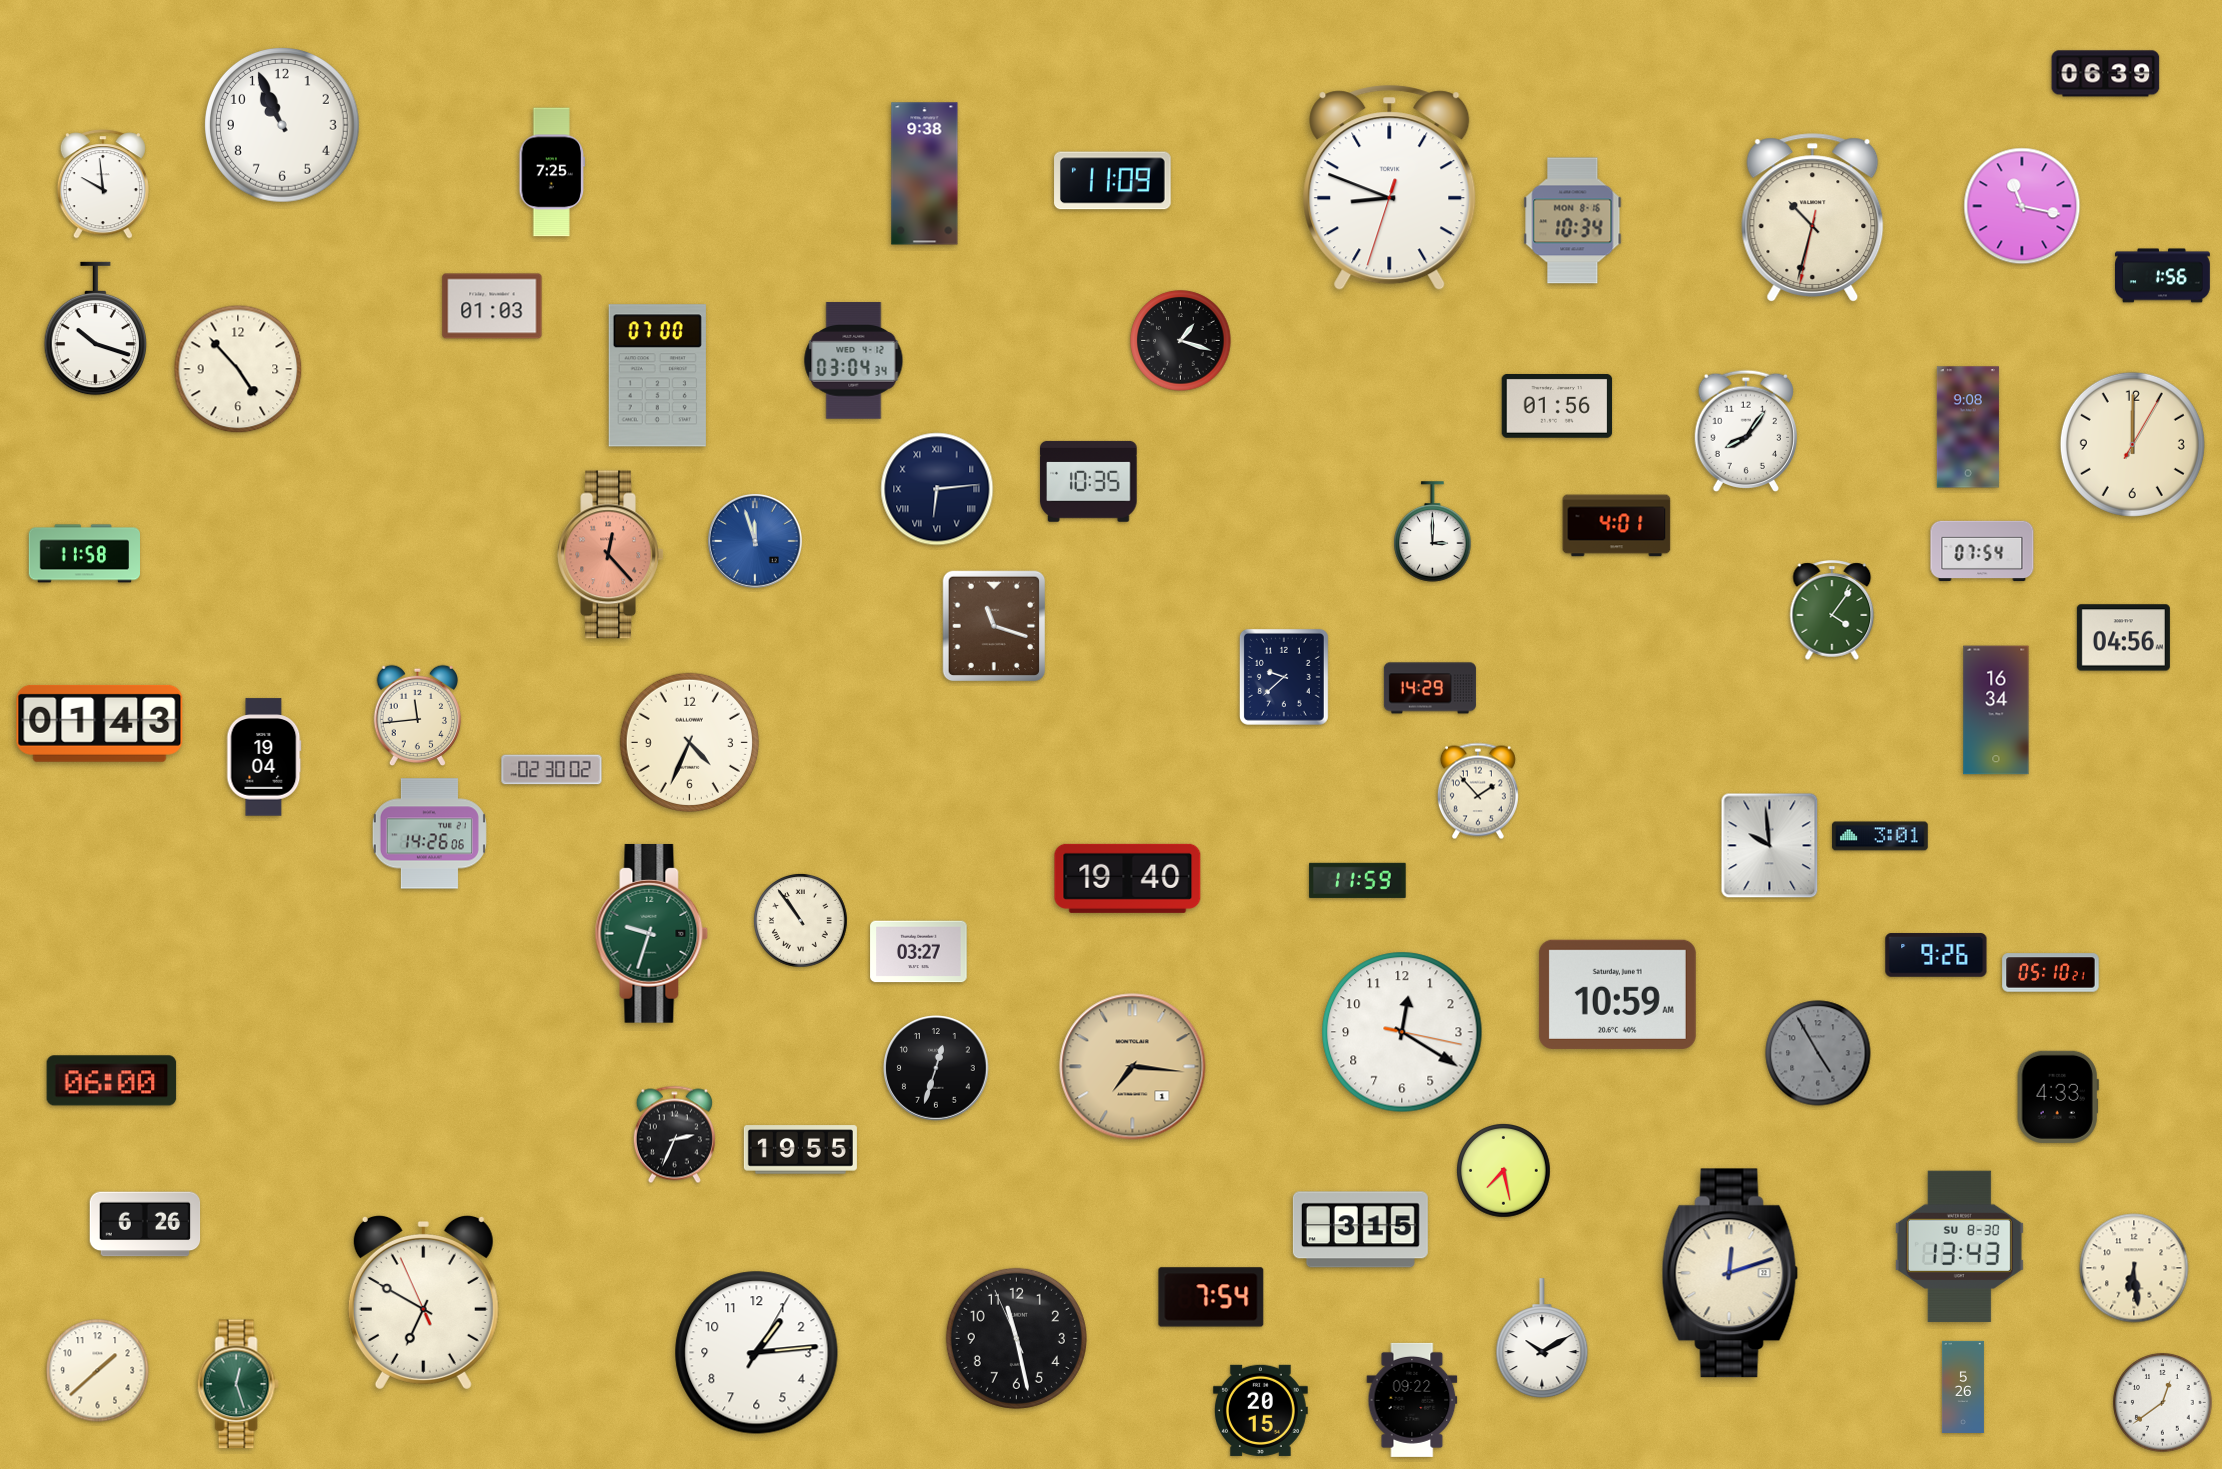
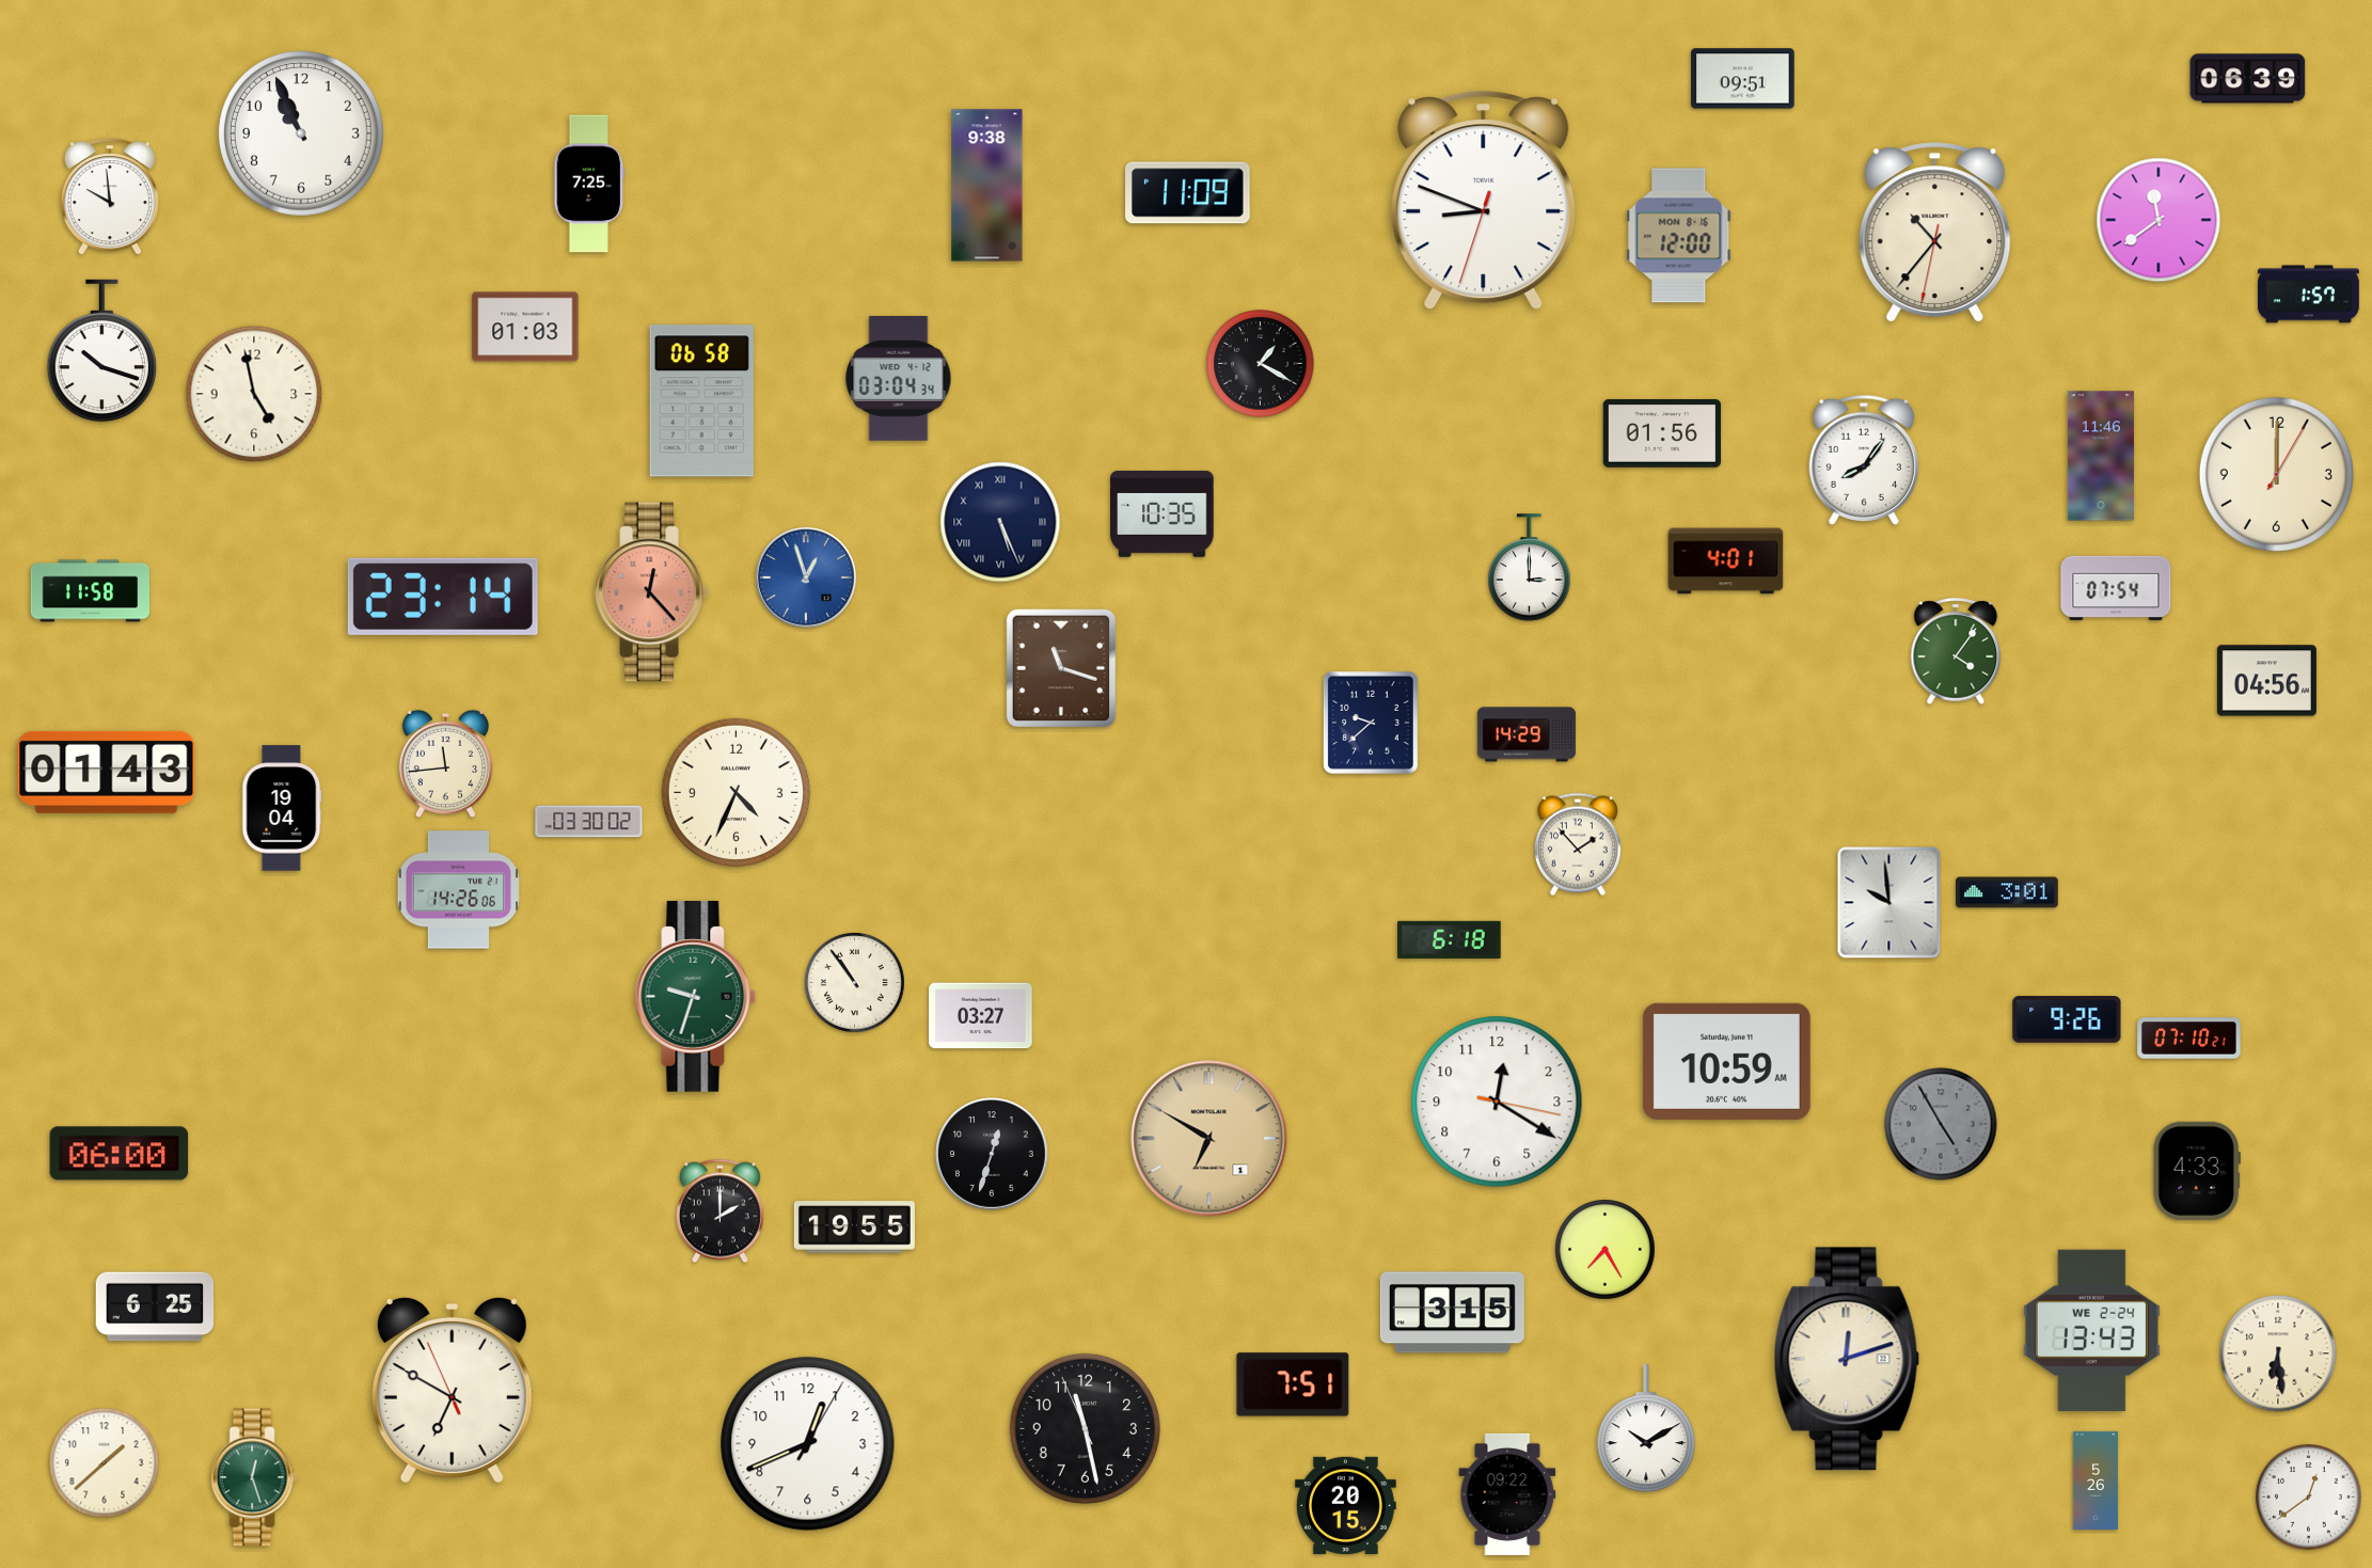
clock at (1743, 79): none -> 09:51
clock at (2022, 206): 11:17 -> 11:39
clock at (1813, 218): 10:32 -> 10:36
clock at (1573, 221): 10:34 -> 12:00
clock at (2163, 276): 1:56 -> 1:57
clock at (1181, 341): 1:18 -> 1:20
clock at (854, 361) position: (854, 361) -> (899, 379)
clock at (238, 369): 4:53 -> 4:58
clock at (657, 376): 07:00 -> 06:58
clock at (1968, 427): 9:08 -> 11:46
clock at (937, 489): 6:14 -> 5:26
clock at (755, 541): 11:57 -> 12:57
clock at (443, 597): none -> 23:14
clock at (1996, 710): 16:34 -> none
clock at (552, 770): 02:30 -> 03:30
clock at (1128, 878): 19:40 -> none
clock at (1358, 880): 11:59 -> 6:18
clock at (2051, 973): 05:10 -> 07:10
clock at (1133, 1067): 7:16 -> 6:50
clock at (936, 1068) position: (936, 1068) -> (992, 1154)
clock at (674, 1135): 2:34 -> 2:00
clock at (1504, 1171): 7:28 -> 7:25
clock at (145, 1224): 6:26 -> 6:25
clock at (1959, 1246) date: SU 8-30 -> WE 2-24
clock at (1211, 1297): 7:54 -> 7:51
clock at (757, 1353): 1:14 -> 12:41
